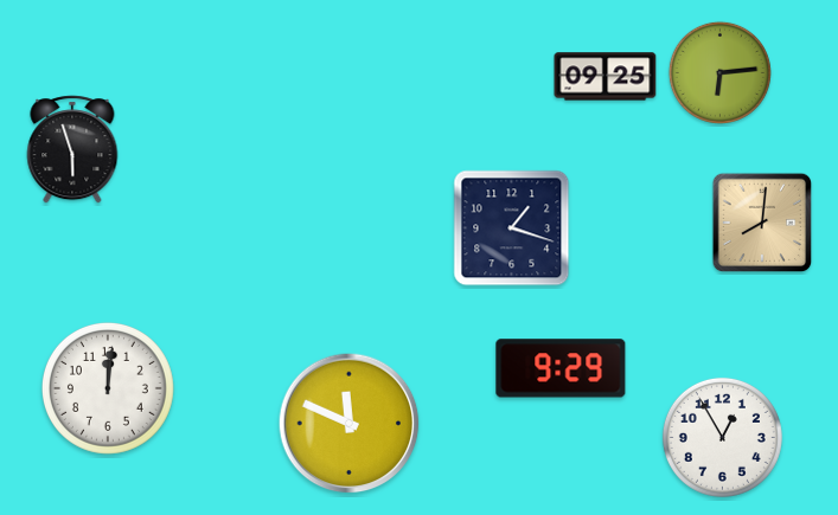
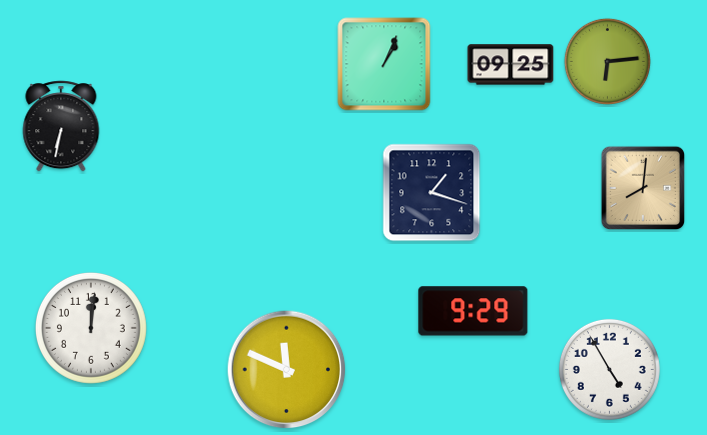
clock at (384, 64): none -> 1:04
clock at (72, 149): 5:57 -> 6:32
clock at (350, 424) position: (350, 424) -> (287, 370)
clock at (722, 437): 12:55 -> 4:55
